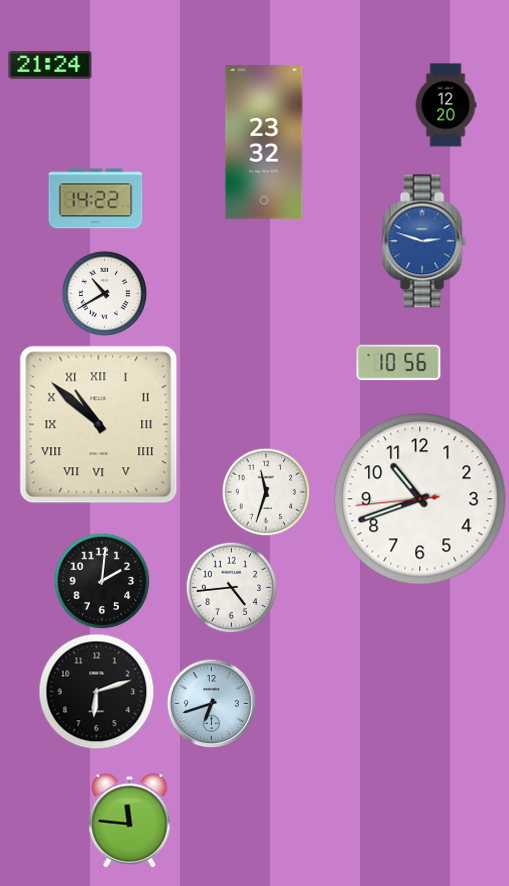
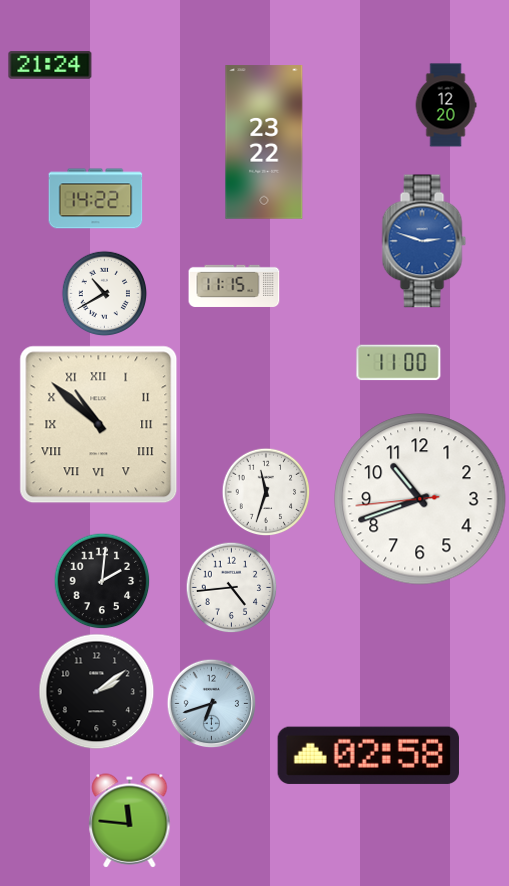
clock at (264, 142): 23:32 -> 23:22
clock at (234, 285): none -> 11:15
clock at (399, 363): 10:56 -> 11:00
clock at (97, 692): 6:12 -> 2:09
clock at (368, 755): none -> 02:58
